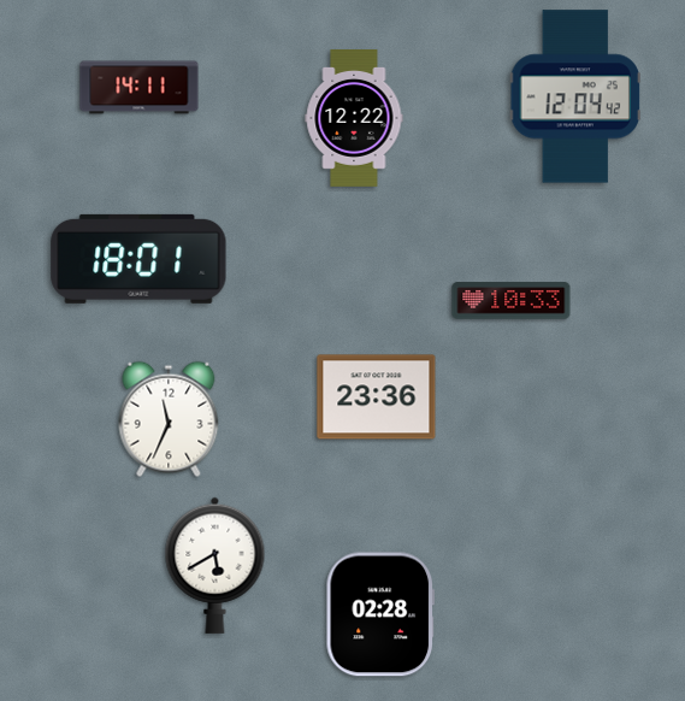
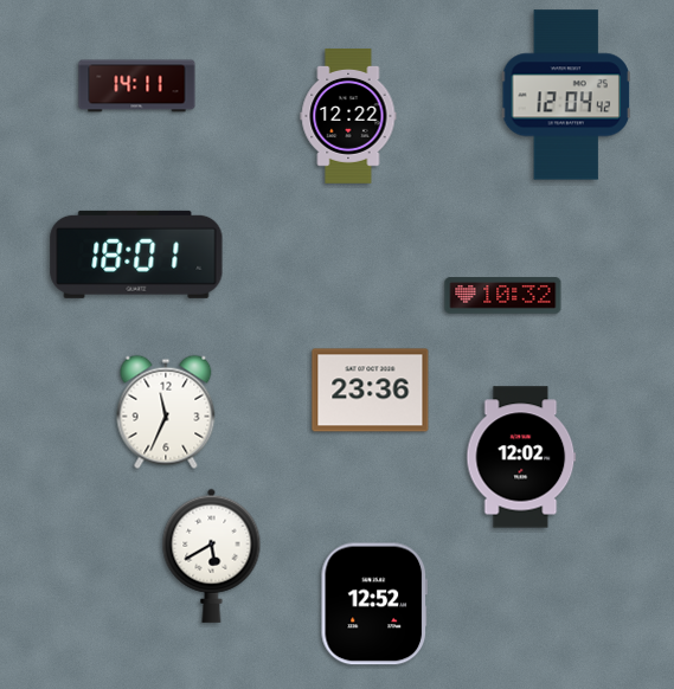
clock at (512, 301): 10:33 -> 10:32
clock at (521, 457): none -> 12:02
clock at (379, 614): 02:28 -> 12:52
